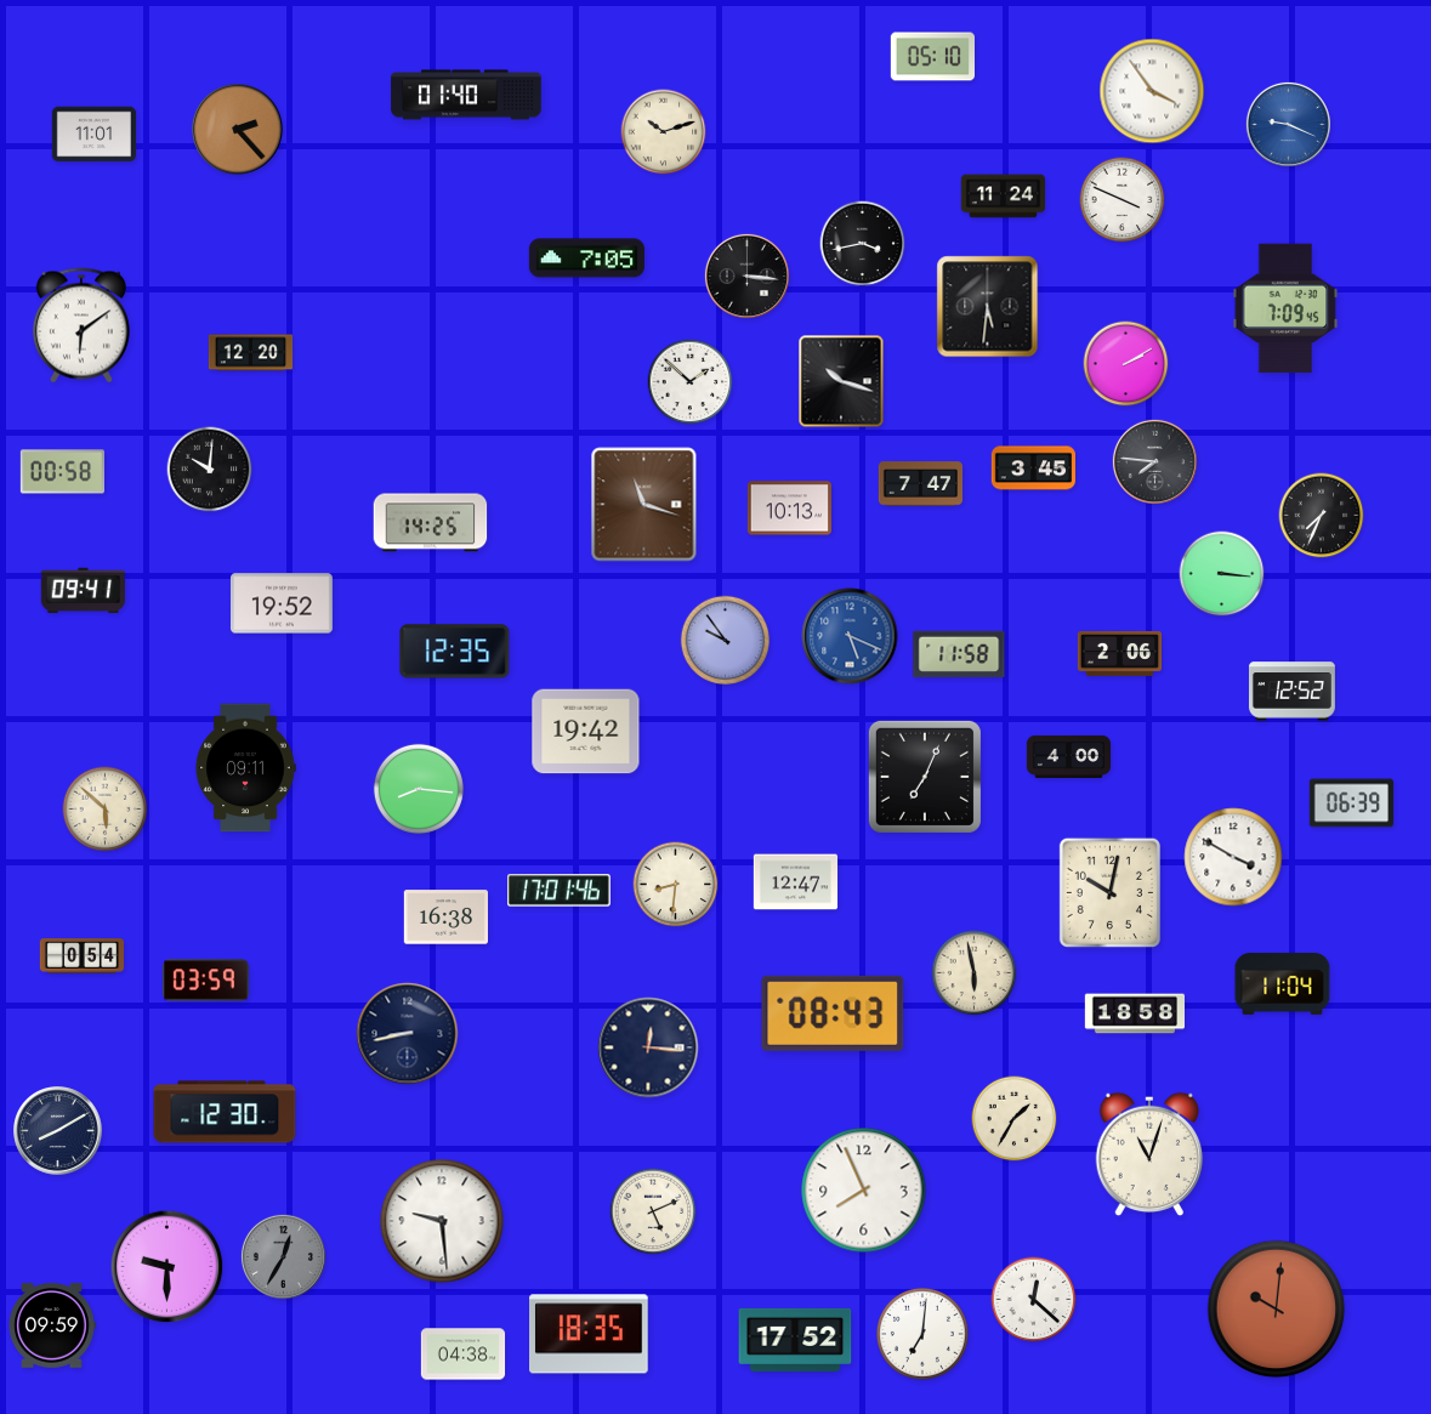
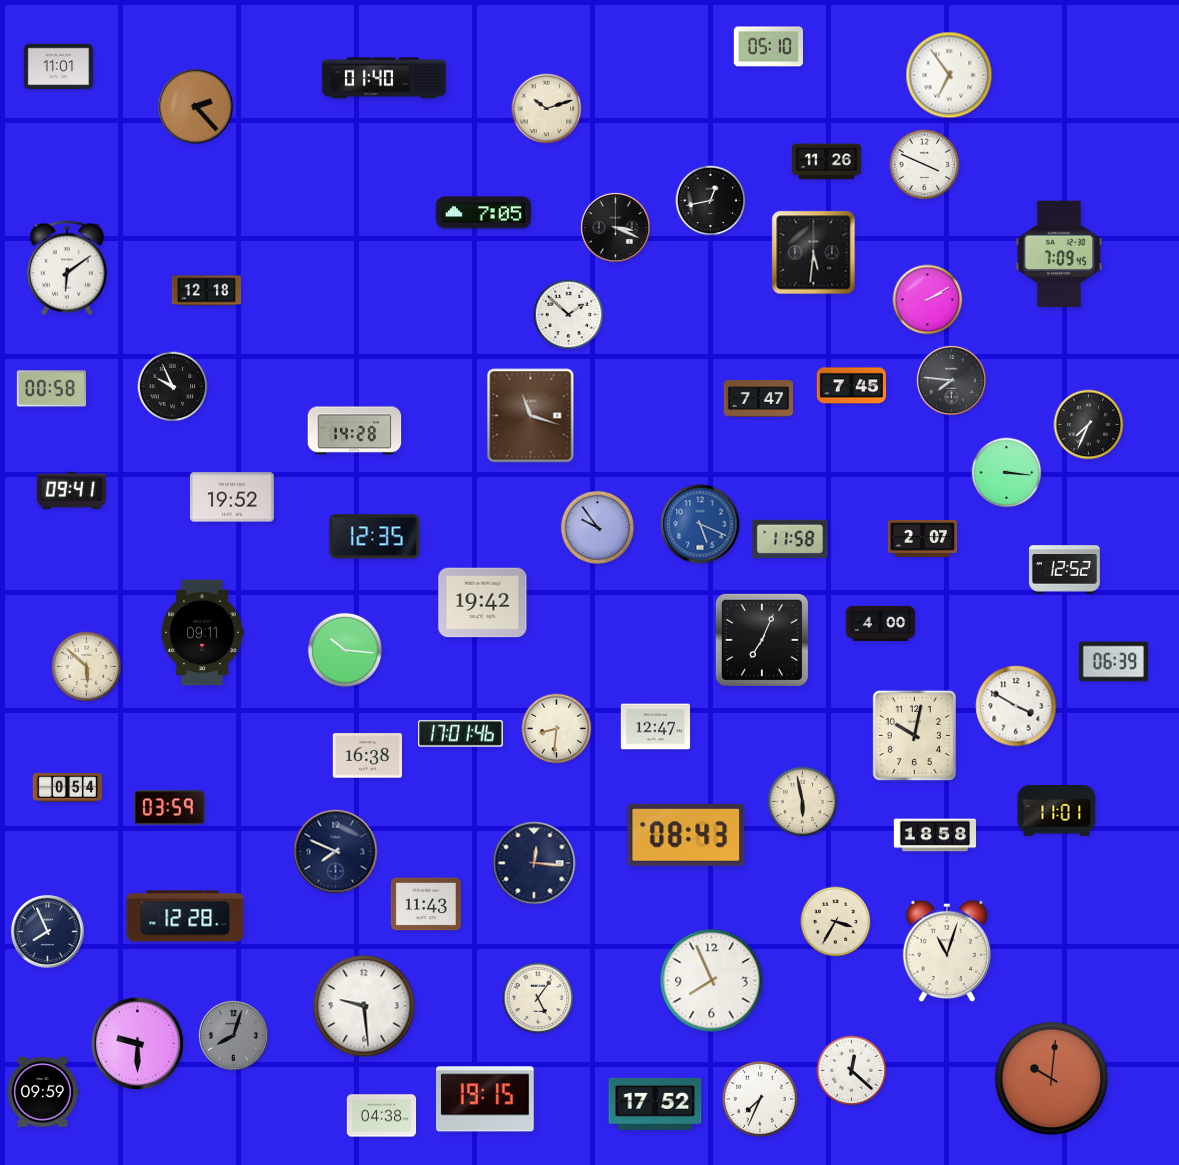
clock at (1152, 91): 3:54 -> 6:54
clock at (1288, 124): 9:19 -> none
clock at (93, 135) position: (93, 135) -> (58, 67)
clock at (1003, 197): 11:24 -> 11:26
clock at (863, 244): 3:43 -> 12:43
clock at (746, 276): 3:16 -> 3:19
clock at (250, 353): 12:20 -> 12:18
clock at (841, 381): 10:18 -> none
clock at (1033, 469): 3:45 -> 7:45
clock at (210, 470): 10:01 -> 9:56
clock at (789, 509): 10:13 -> none
clock at (431, 523): 14:25 -> 14:28
clock at (83, 591) position: (83, 591) -> (71, 491)
clock at (1120, 653): 2:06 -> 2:07
clock at (419, 789): 8:16 -> 10:16
clock at (1283, 984): 11:04 -> 11:01
clock at (408, 1034): 8:43 -> 7:49
clock at (426, 904): none -> 11:43
clock at (225, 1112): 12:30 -> 12:28
clock at (1015, 1119): 1:35 -> 3:35
clock at (58, 1131): 8:10 -> 7:56
clock at (653, 1211): 5:11 -> 5:06
clock at (283, 1256): 12:35 -> 8:03
clock at (590, 1334): 18:35 -> 19:15
clock at (922, 1334): 7:01 -> 7:34
